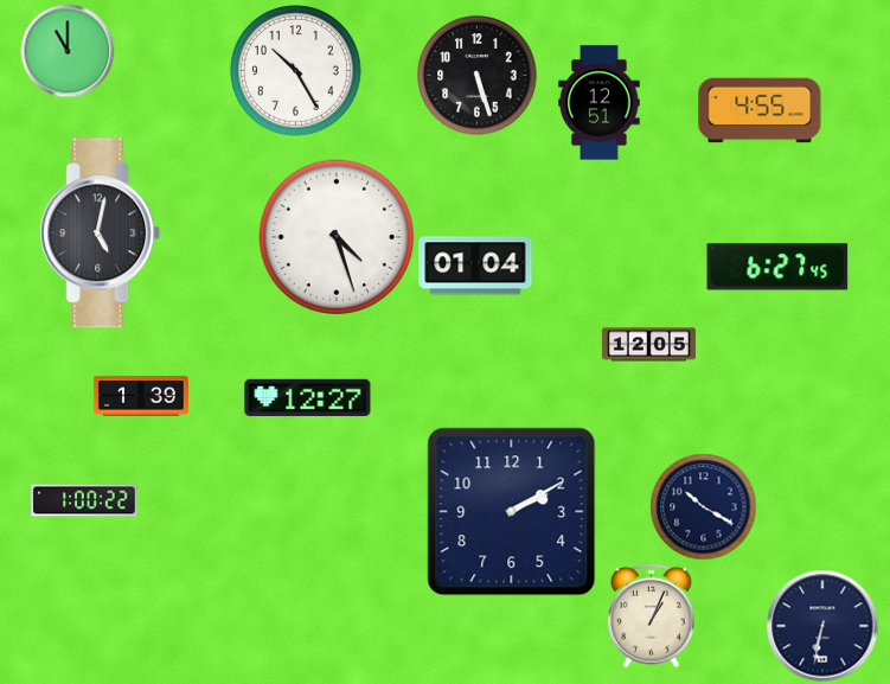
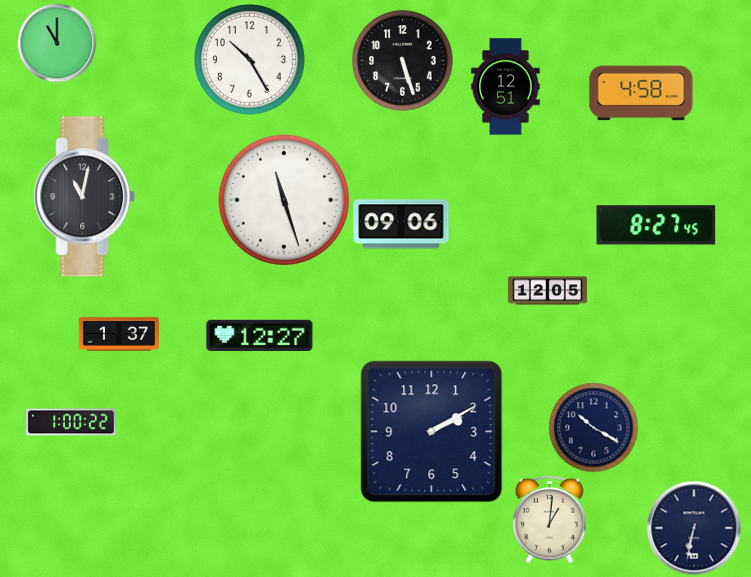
clock at (478, 76) position: (478, 76) -> (403, 61)
clock at (760, 110): 4:55 -> 4:58
clock at (101, 234): 5:02 -> 11:02
clock at (335, 236): 4:27 -> 11:27
clock at (475, 266): 01:04 -> 09:06
clock at (777, 267): 6:27 -> 8:27
clock at (141, 396): 1:39 -> 1:37
clock at (652, 615): 1:04 -> 1:01
